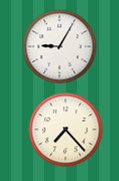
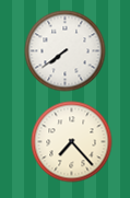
clock at (60, 47): 9:05 -> 7:39
